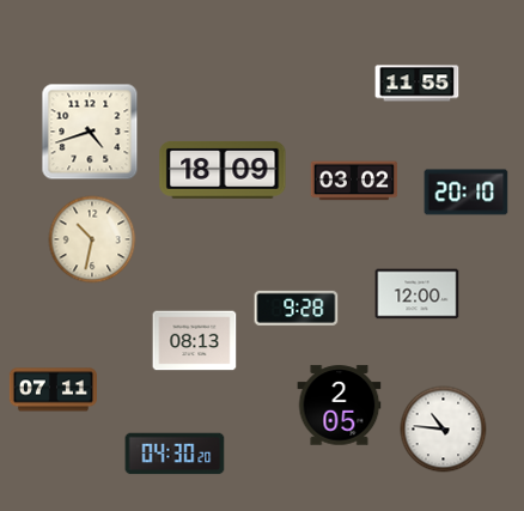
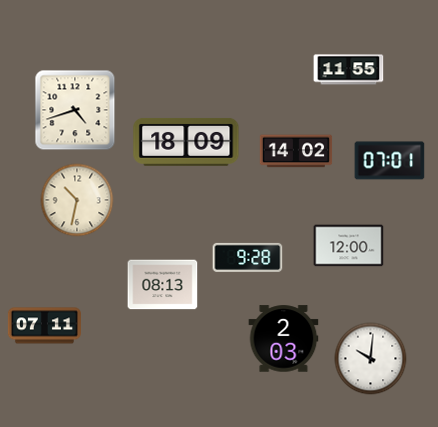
clock at (354, 181): 03:02 -> 14:02
clock at (467, 193): 20:10 -> 07:01
clock at (340, 406): 2:05 -> 2:03
clock at (444, 430): 10:46 -> 10:01
clock at (175, 454): 04:30 -> none
